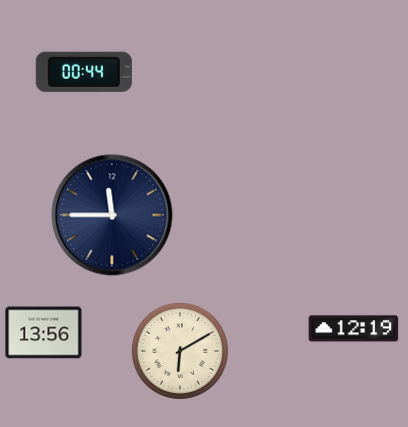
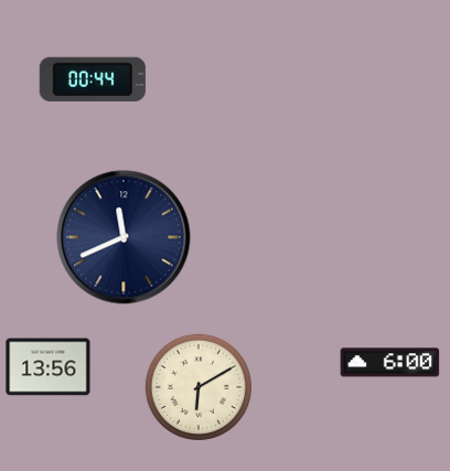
clock at (112, 215): 11:45 -> 11:41
clock at (354, 329): 12:19 -> 6:00
